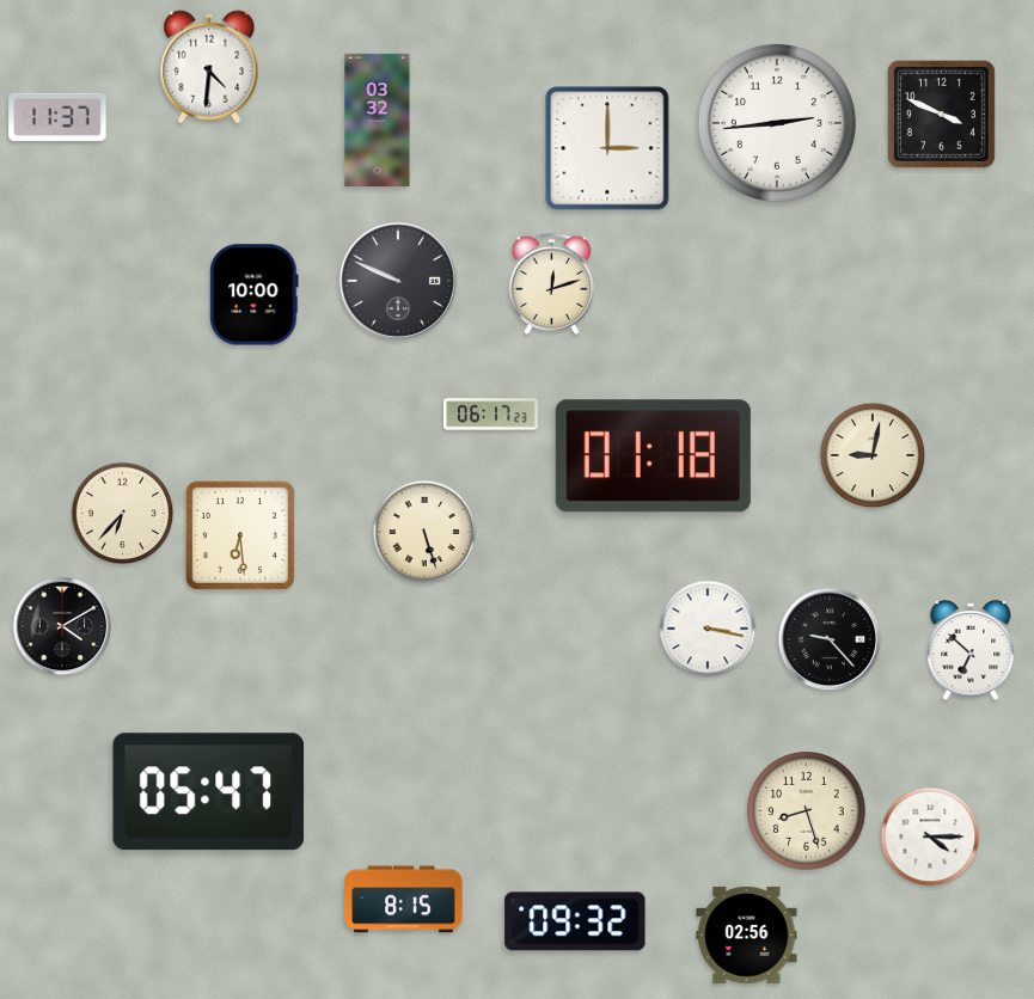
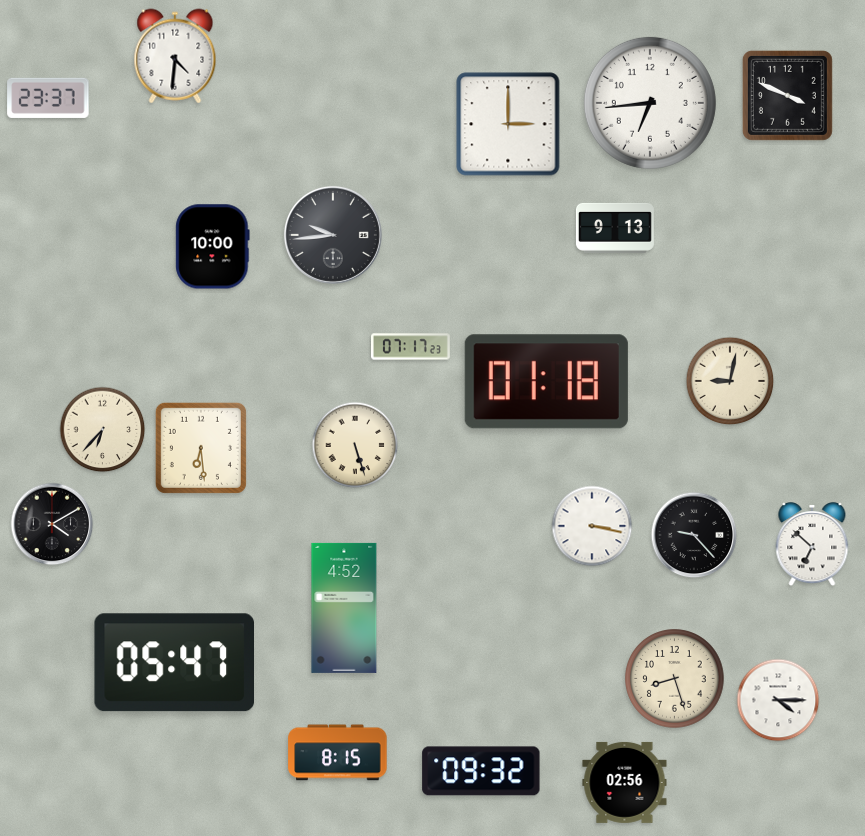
clock at (57, 117): 11:37 -> 23:37
clock at (378, 119): 03:32 -> none
clock at (777, 123): 2:44 -> 6:44
clock at (615, 228): none -> 9:13
clock at (398, 281): 9:49 -> 9:44
clock at (551, 283): 12:12 -> none
clock at (491, 415): 06:17 -> 07:17
clock at (344, 608): none -> 4:52
